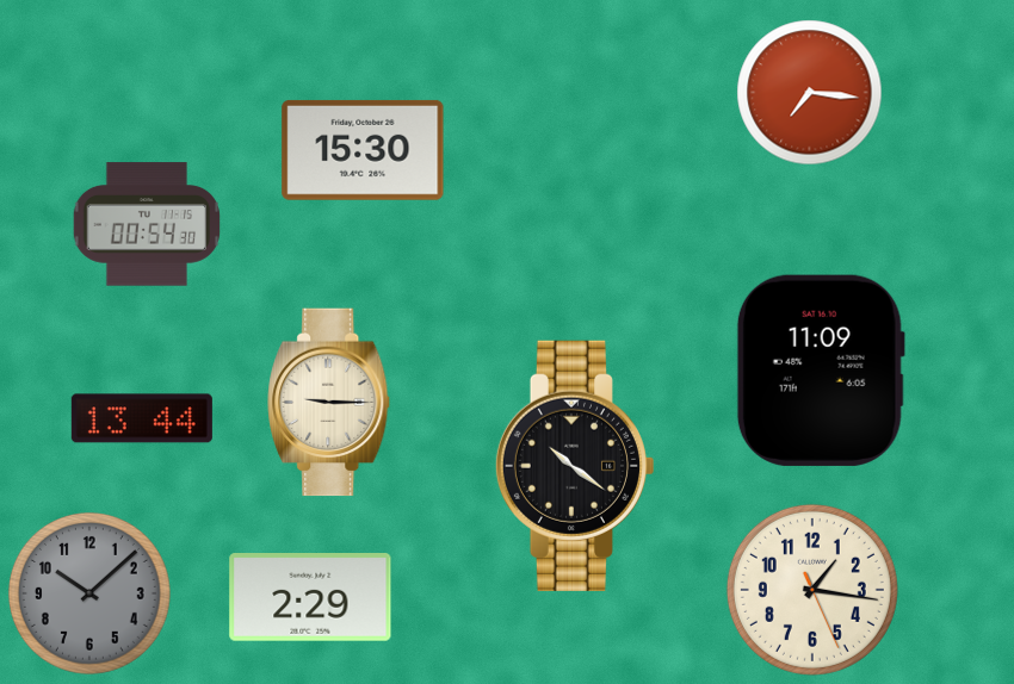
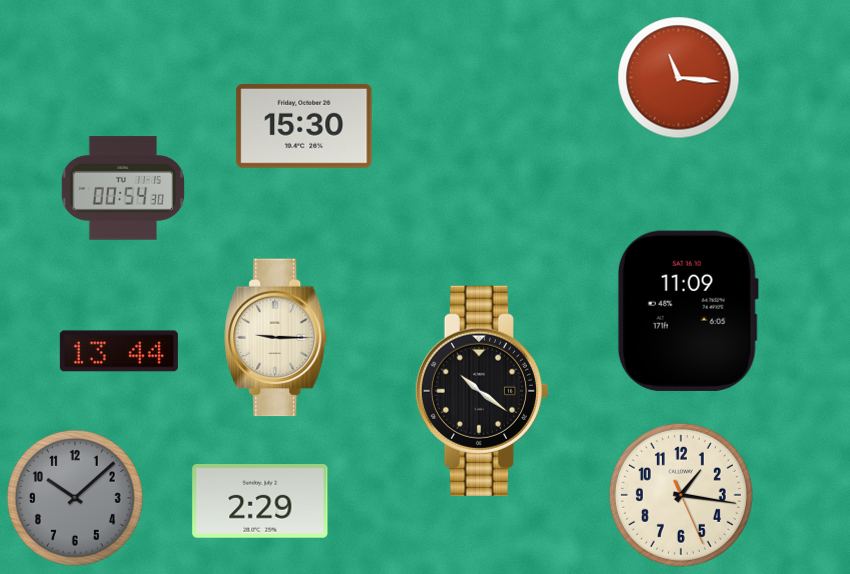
clock at (810, 93): 7:16 -> 11:16
